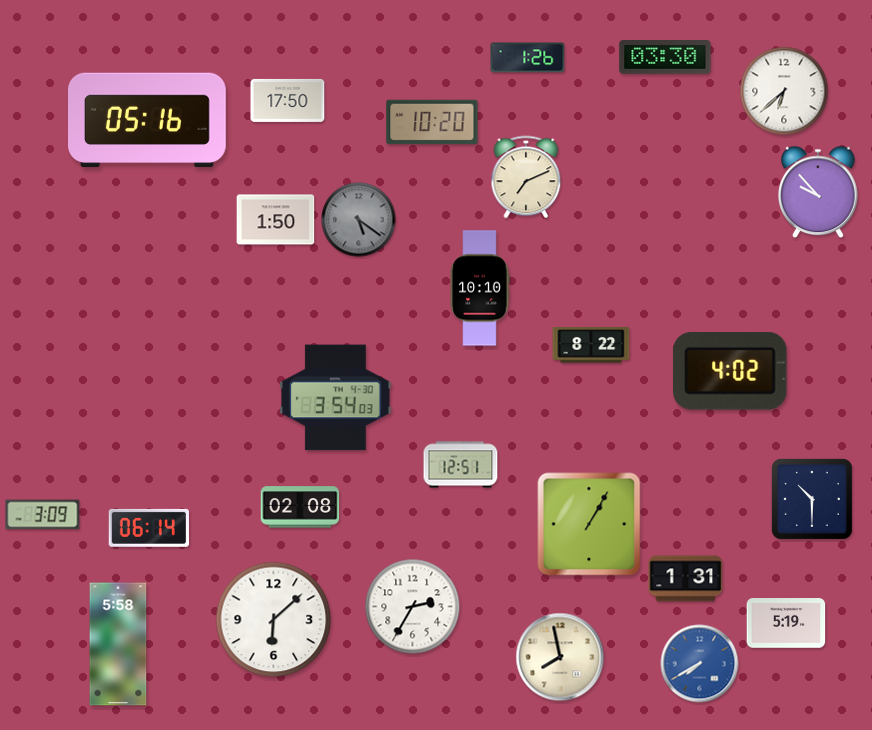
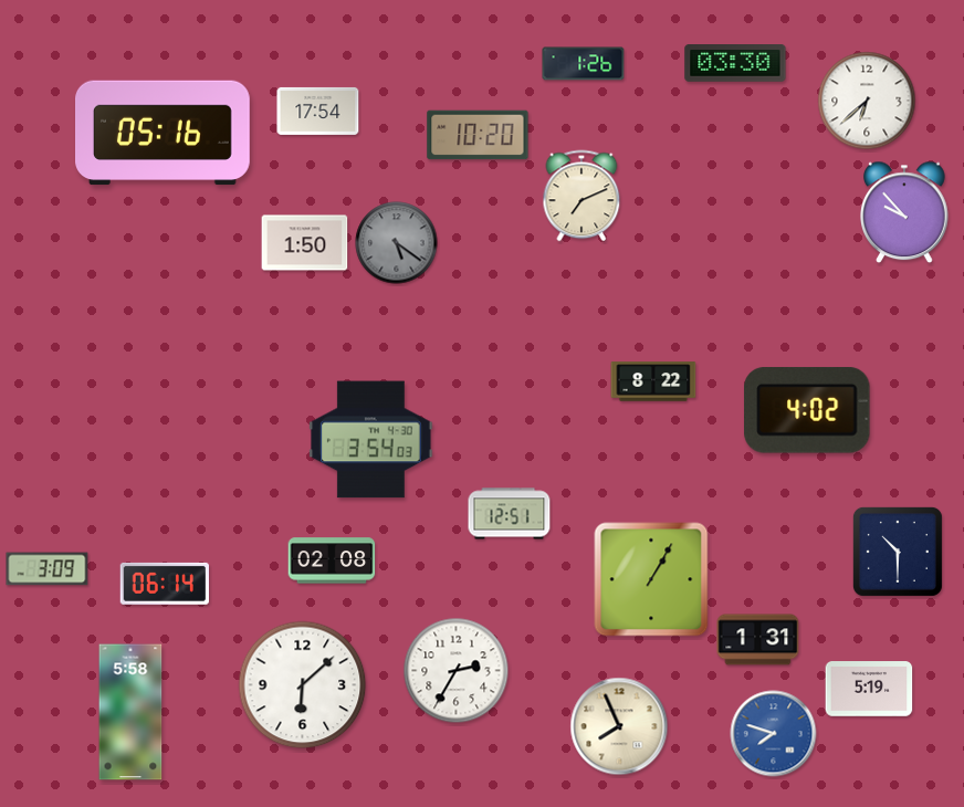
clock at (288, 100): 17:50 -> 17:54
clock at (480, 288): 10:10 -> none
clock at (560, 657): 7:58 -> 7:56
clock at (700, 664): 7:40 -> 7:48
